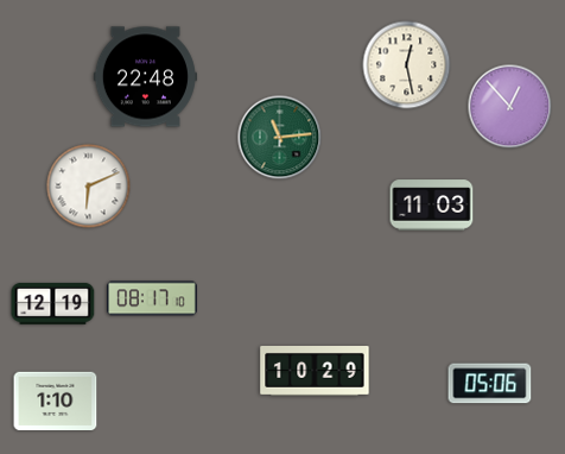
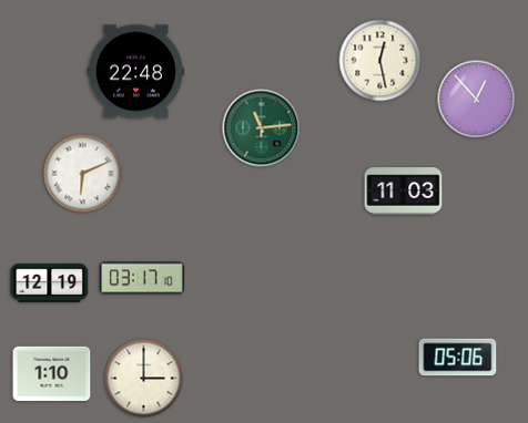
clock at (152, 298): 08:17 -> 03:17
clock at (315, 372): 10:29 -> none
clock at (144, 379): none -> 3:00
